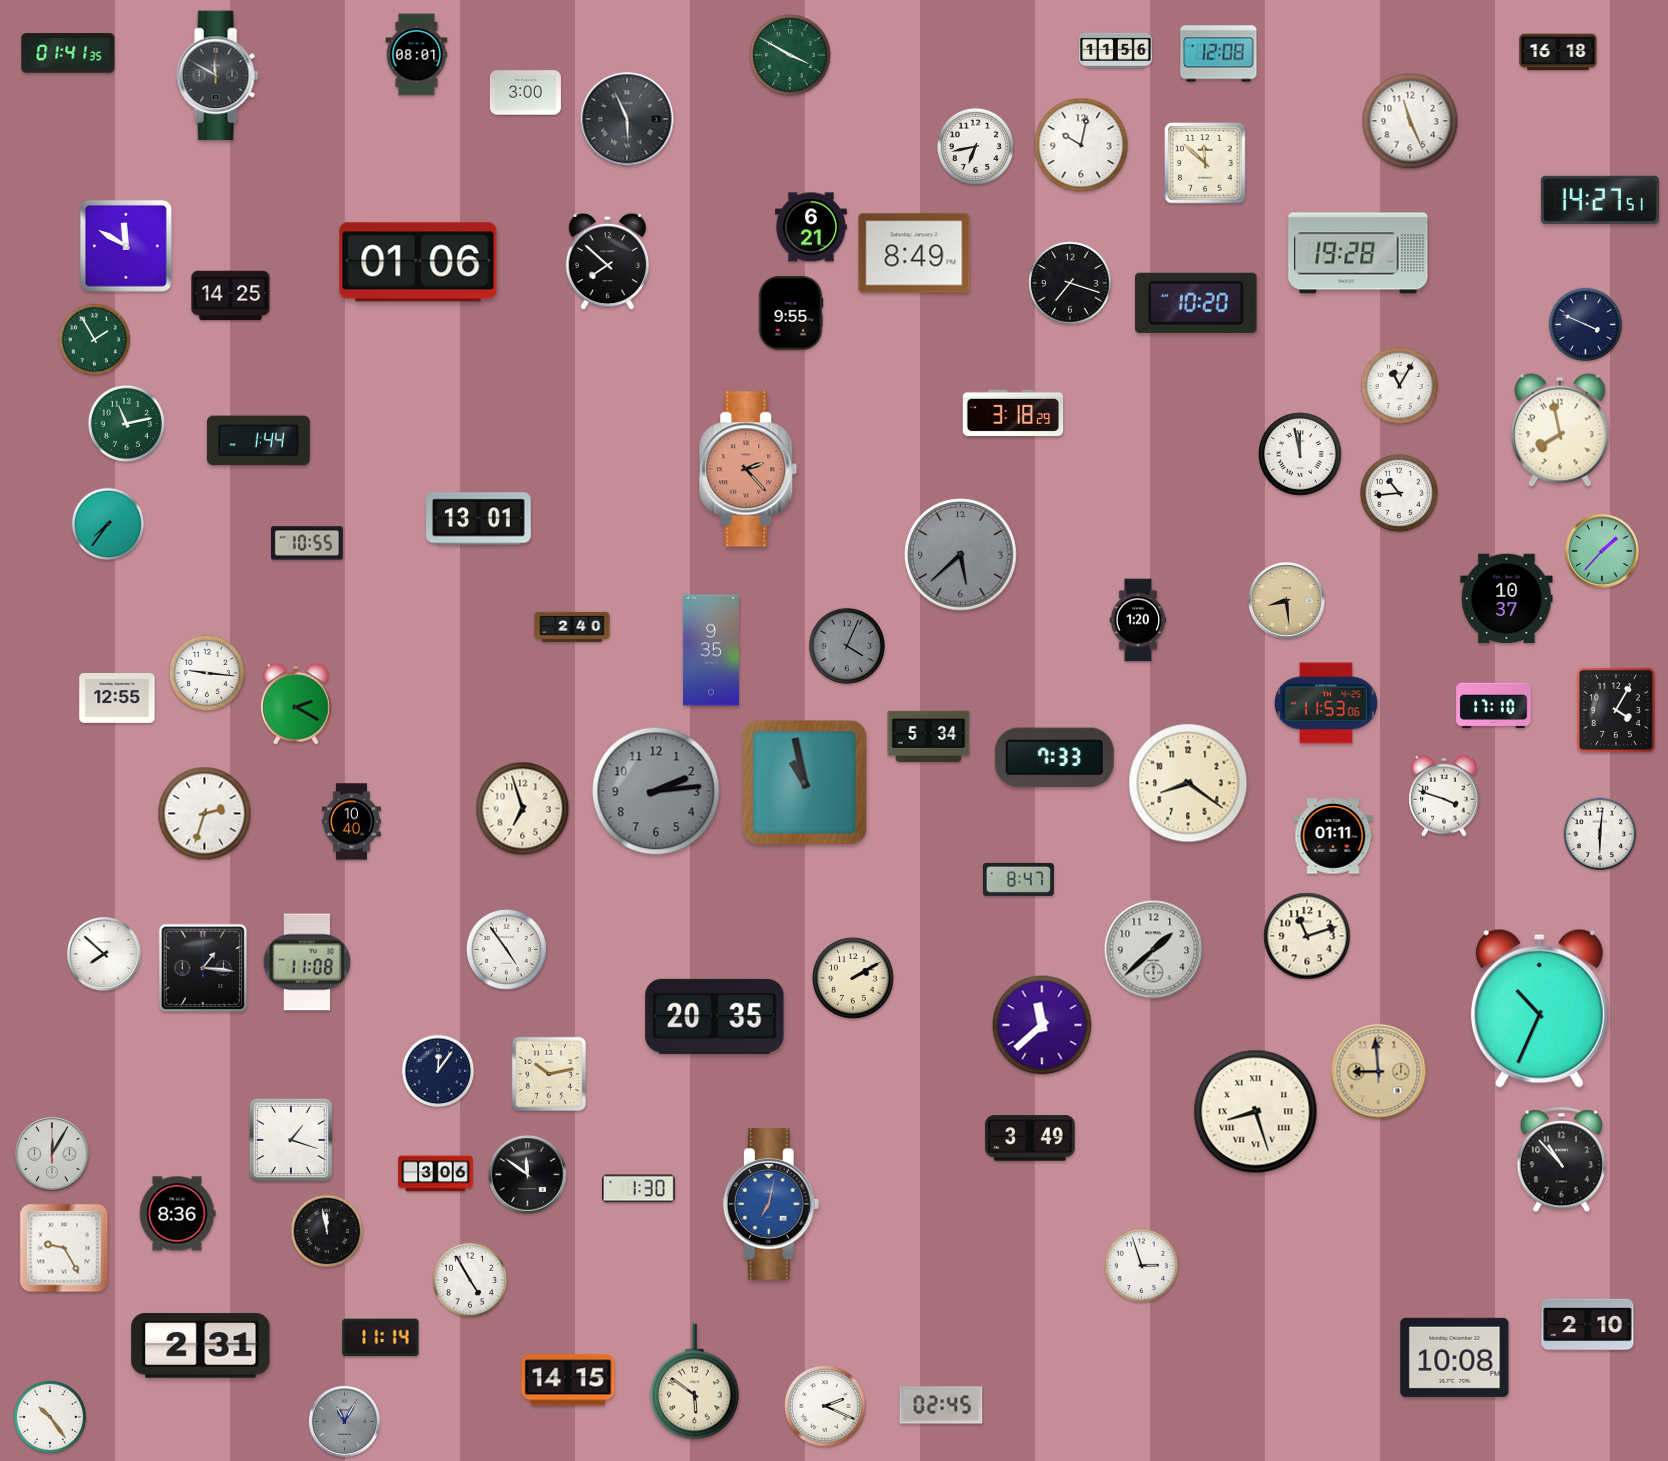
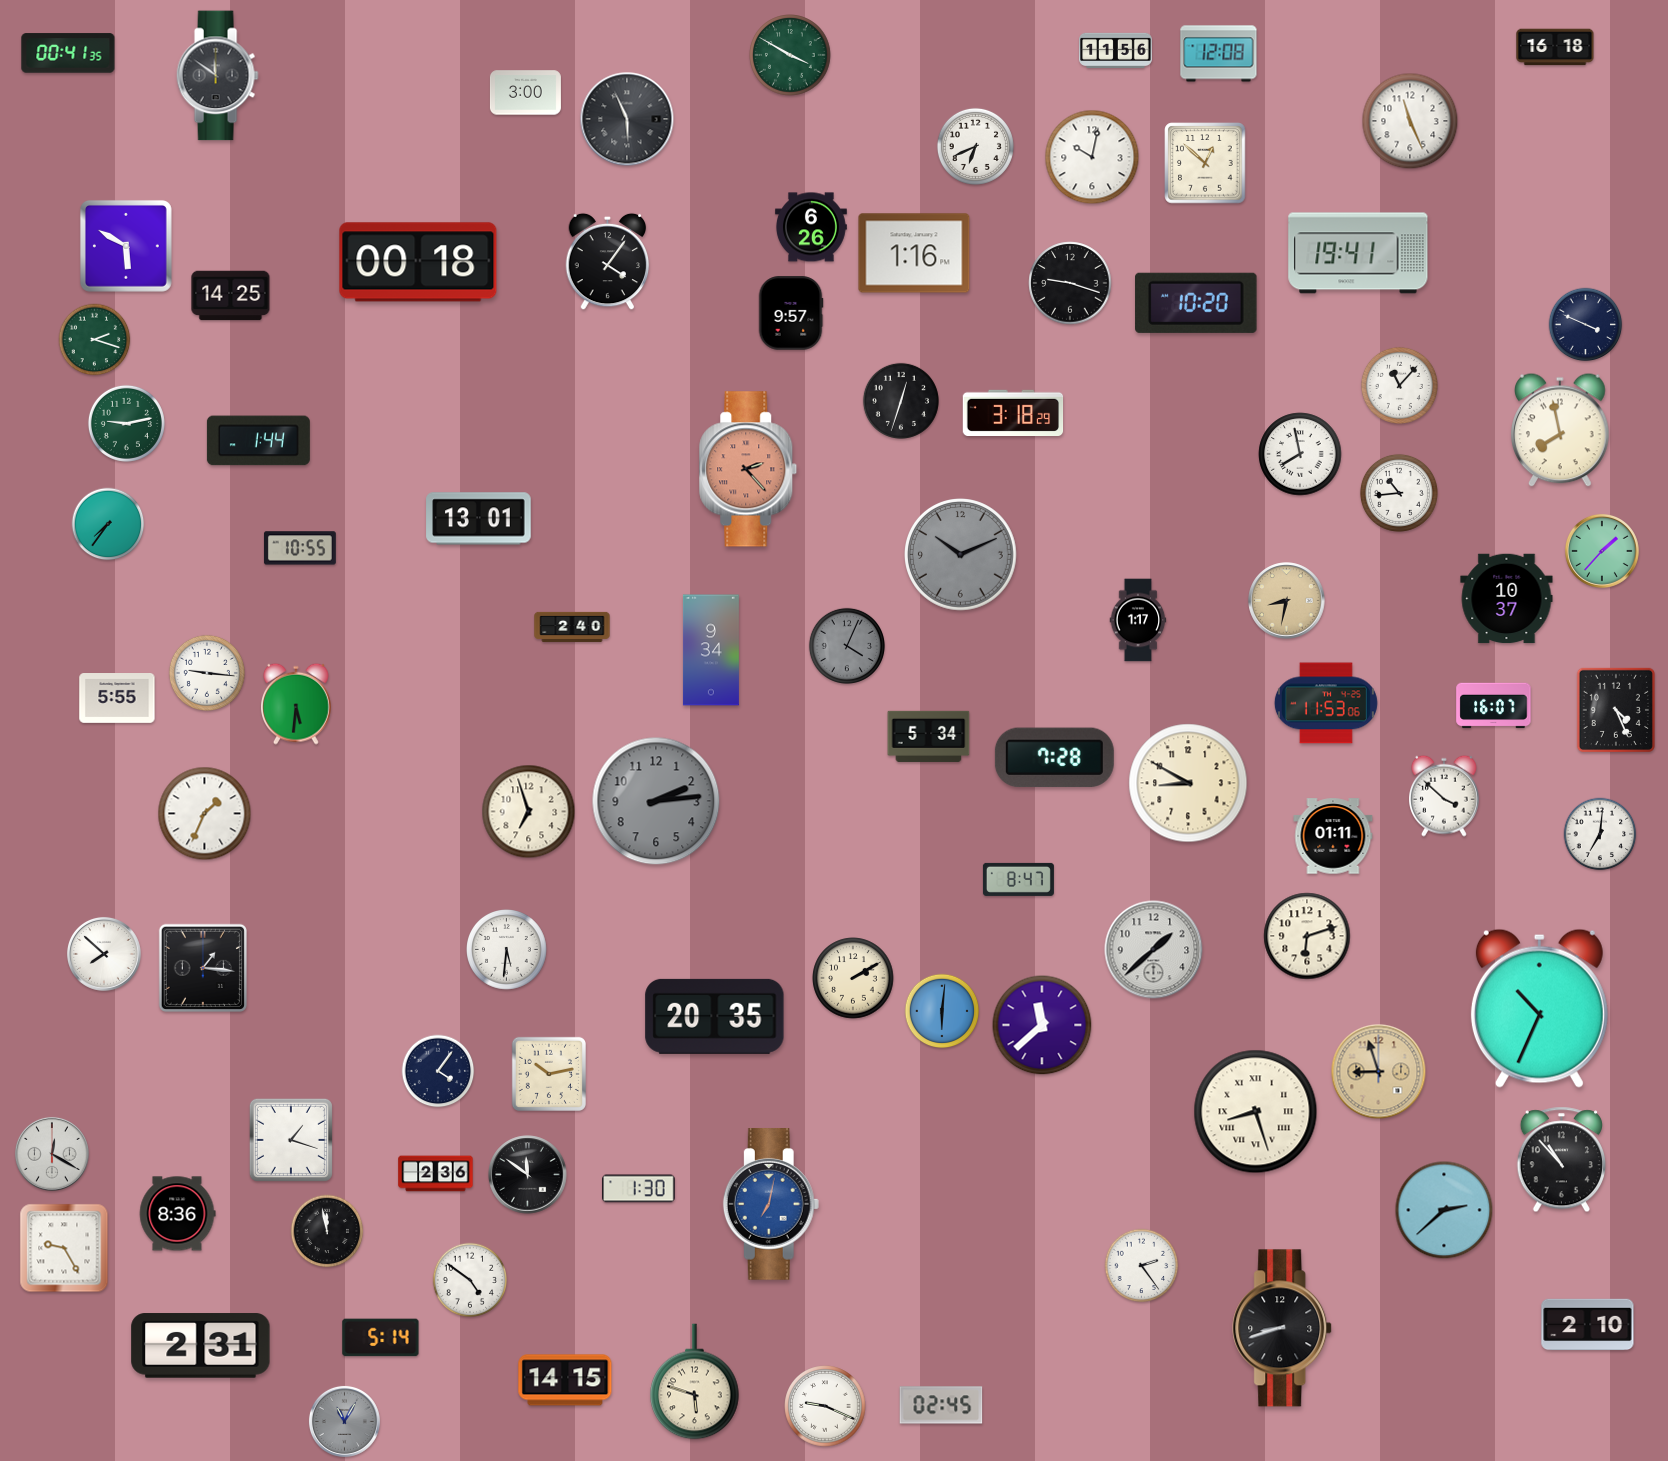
clock at (1558, 52) position: (1558, 52) -> (1555, 47)
clock at (68, 53): 01:41 -> 00:41
clock at (417, 55): 08:01 -> none
clock at (217, 76): 11:50 -> 11:51
clock at (1081, 145) position: (1081, 145) -> (1092, 157)
clock at (975, 146): 6:43 -> 6:41
clock at (1205, 163): 11:52 -> 12:52
clock at (1600, 199): 14:27 -> none
clock at (811, 227): 6:21 -> 6:26
clock at (126, 246): 11:50 -> 5:50
clock at (914, 253): 8:49 -> 1:16
clock at (1358, 253): 19:28 -> 19:41
clock at (418, 262): 01:06 -> 00:18
clock at (608, 262): 7:52 -> 4:06
clock at (1070, 283): 7:18 -> 9:18
clock at (791, 313): 9:55 -> 9:57
clock at (95, 340): 1:55 -> 2:18
clock at (1399, 385): 11:05 -> 11:07
clock at (901, 401): none -> 12:33
clock at (126, 423): 11:13 -> 9:13
clock at (1300, 454): 11:58 -> 7:58
clock at (307, 543) position: (307, 543) -> (300, 548)
clock at (961, 555): 5:38 -> 10:11
clock at (1287, 601): 8:29 -> 8:32
clock at (1138, 620): 1:20 -> 1:17
clock at (711, 650): 9:35 -> 9:34
clock at (117, 699): 12:55 -> 5:55
clock at (297, 704): 2:20 -> 5:31
clock at (1494, 706): 17:10 -> 16:07
clock at (1615, 709): 4:05 -> 4:26
clock at (1054, 758): 7:33 -> 7:28
clock at (805, 783): 10:58 -> none
clock at (1188, 783): 8:21 -> 8:50
clock at (656, 791) position: (656, 791) -> (656, 801)
clock at (1445, 796): 3:48 -> 3:52
clock at (523, 809) position: (523, 809) -> (529, 812)
clock at (205, 814): 2:33 -> 1:34
clock at (351, 822): 10:40 -> none
clock at (1600, 834): 6:01 -> 7:01
clock at (1307, 936): 11:12 -> 6:12
clock at (507, 950): 4:54 -> 5:31
clock at (307, 962): 11:08 -> none
clock at (942, 1011): none -> 6:01
clock at (438, 1071): 12:06 -> 4:06
clock at (1379, 1072): 8:59 -> 8:57
clock at (1030, 1138): 3:49 -> none
clock at (52, 1154): 12:05 -> 12:20
clock at (436, 1174): 3:06 -> 2:36
clock at (1444, 1210): none -> 2:38
clock at (1142, 1266): 2:57 -> 2:24
clock at (470, 1280): 4:55 -> 4:51
clock at (1283, 1328): none -> 8:42
clock at (381, 1338): 11:14 -> 5:14
clock at (1455, 1357): 10:08 -> none
clock at (568, 1380) position: (568, 1380) -> (565, 1380)
clock at (695, 1382): 5:51 -> 5:48
clock at (825, 1406): 2:19 -> 9:19
clock at (50, 1417): 10:24 -> none
